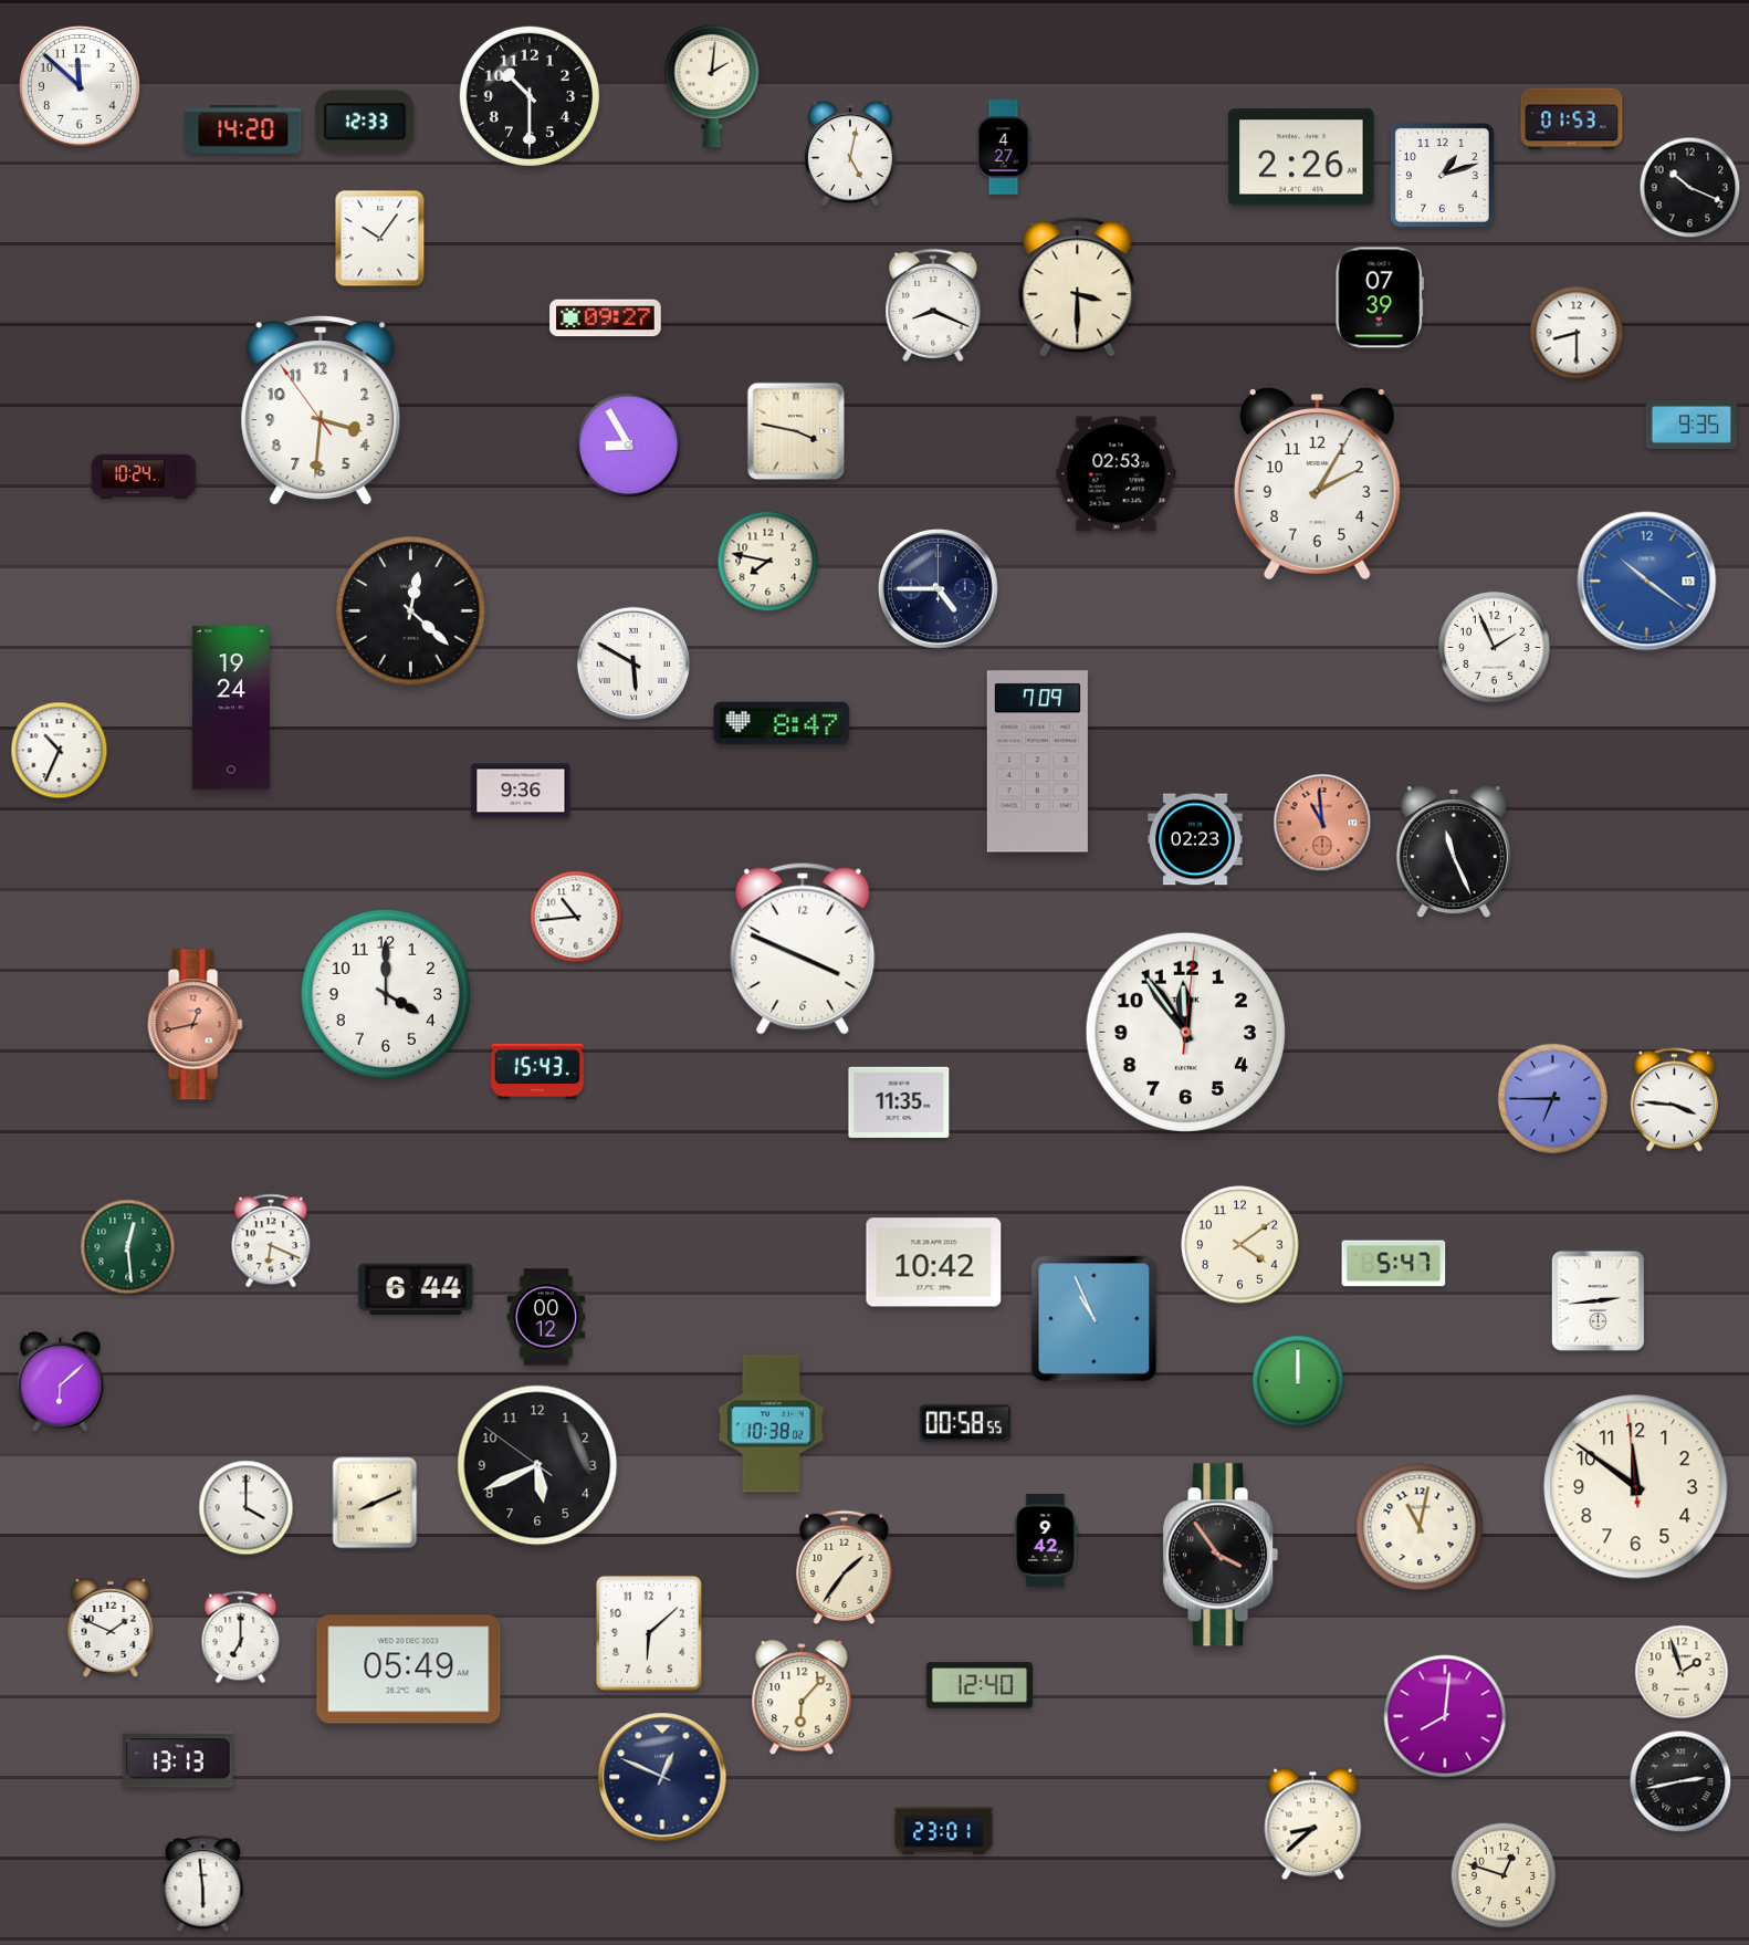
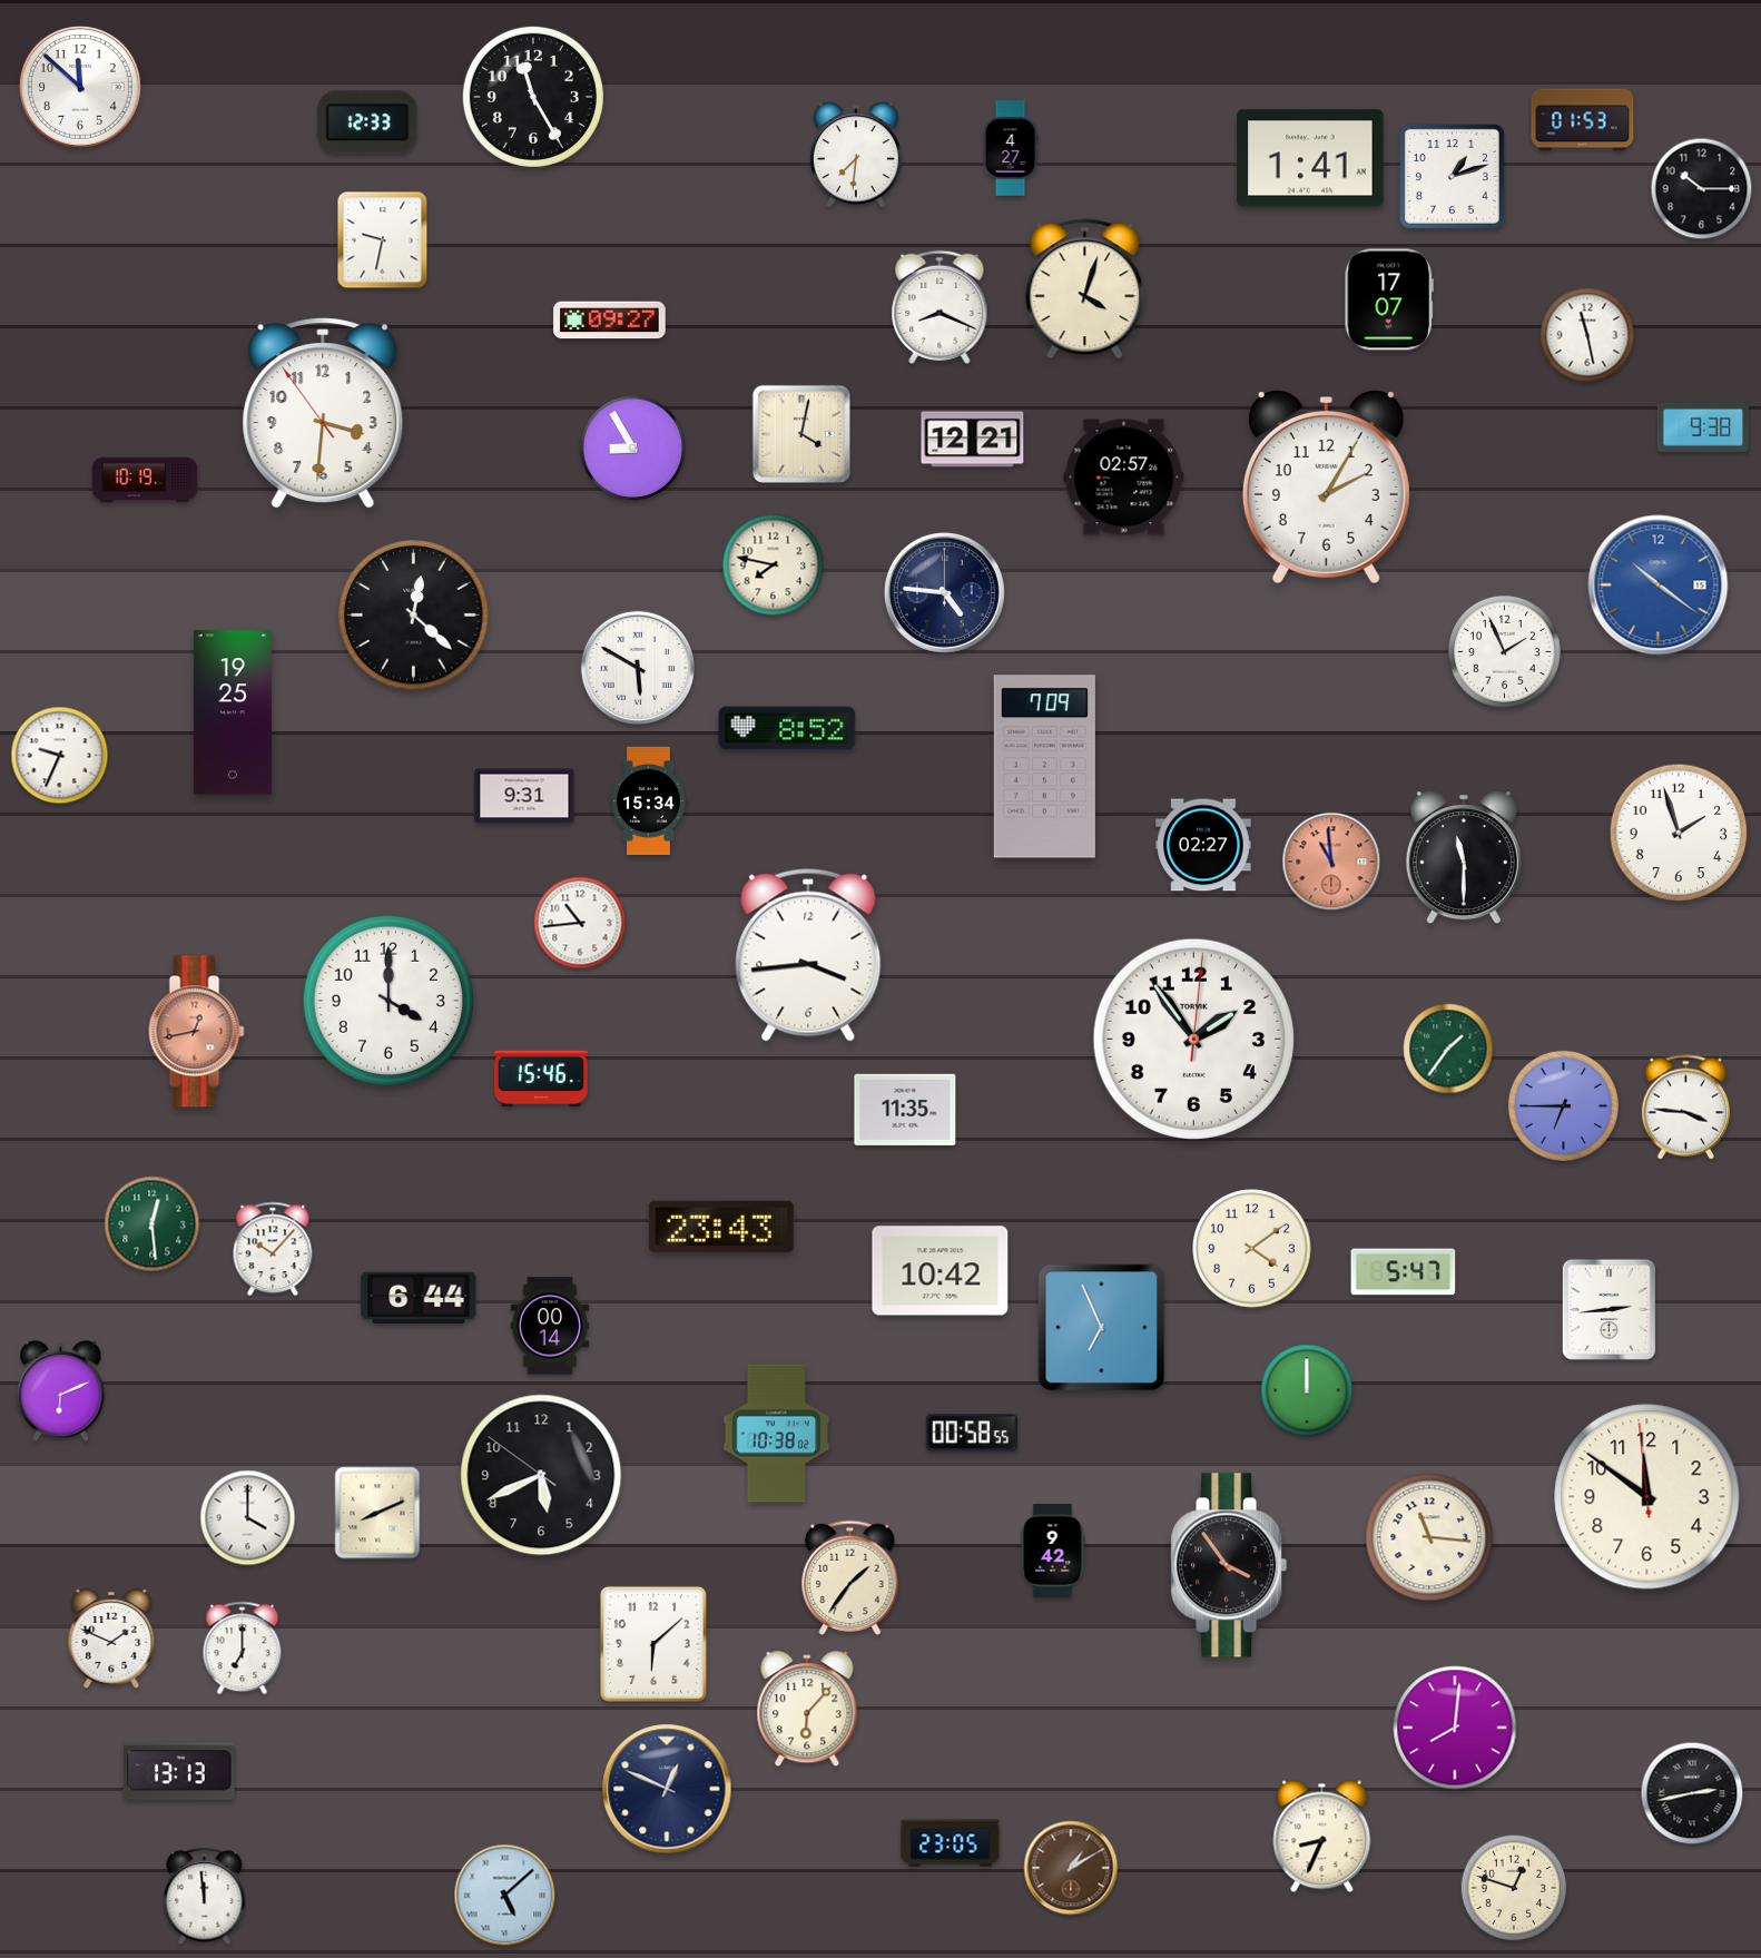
clock at (712, 86): 2:01 -> none
clock at (530, 96): 10:30 -> 11:25
clock at (243, 129): 14:20 -> none
clock at (850, 154): 5:02 -> 7:31
clock at (1301, 157): 2:26 -> 1:41
clock at (1690, 188): 10:19 -> 10:15
clock at (380, 239): 10:06 -> 9:32
clock at (1078, 287): 3:30 -> 4:03
clock at (1380, 297): 07:39 -> 17:07
clock at (1577, 333): 8:30 -> 11:28
clock at (1692, 425): 9:35 -> 9:38
clock at (796, 431): 3:47 -> 4:02
clock at (973, 440): none -> 12:21
clock at (1117, 474): 02:53 -> 02:57
clock at (144, 475): 10:24 -> 10:19
clock at (938, 588): 4:45 -> 4:46
clock at (231, 708): 19:24 -> 19:25
clock at (782, 723): 8:47 -> 8:52
clock at (60, 751): 10:34 -> 9:34
clock at (521, 791): 9:36 -> 9:31
clock at (649, 800): none -> 15:34
clock at (1322, 823) position: (1322, 823) -> (1331, 862)
clock at (1679, 833): none -> 1:57
clock at (1195, 839): 02:23 -> 02:27
clock at (1454, 853): 11:26 -> 11:30
clock at (803, 949): 3:49 -> 3:44
clock at (1185, 1032): 11:54 -> 1:54
clock at (1448, 1049): none -> 1:36
clock at (537, 1070): 15:43 -> 15:46
clock at (721, 1227): none -> 23:43
clock at (271, 1241): 6:19 -> 10:07
clock at (1240, 1245) position: (1240, 1245) -> (1252, 1249)
clock at (128, 1247) position: (128, 1247) -> (153, 1224)
clock at (546, 1317): 00:12 -> 00:14
clock at (1095, 1319): 10:56 -> 6:56
clock at (61, 1381): 6:08 -> 6:11
clock at (1420, 1527): 11:02 -> 11:16
clock at (409, 1670): 05:49 -> none
clock at (1682, 1672): 1:57 -> none
clock at (980, 1685): 12:40 -> none
clock at (1313, 1824): 8:38 -> 8:34
clock at (944, 1831): 23:01 -> 23:05
clock at (1071, 1868): none -> 1:10
clock at (505, 1896): none -> 5:08
clock at (203, 1884): 5:59 -> 11:59
